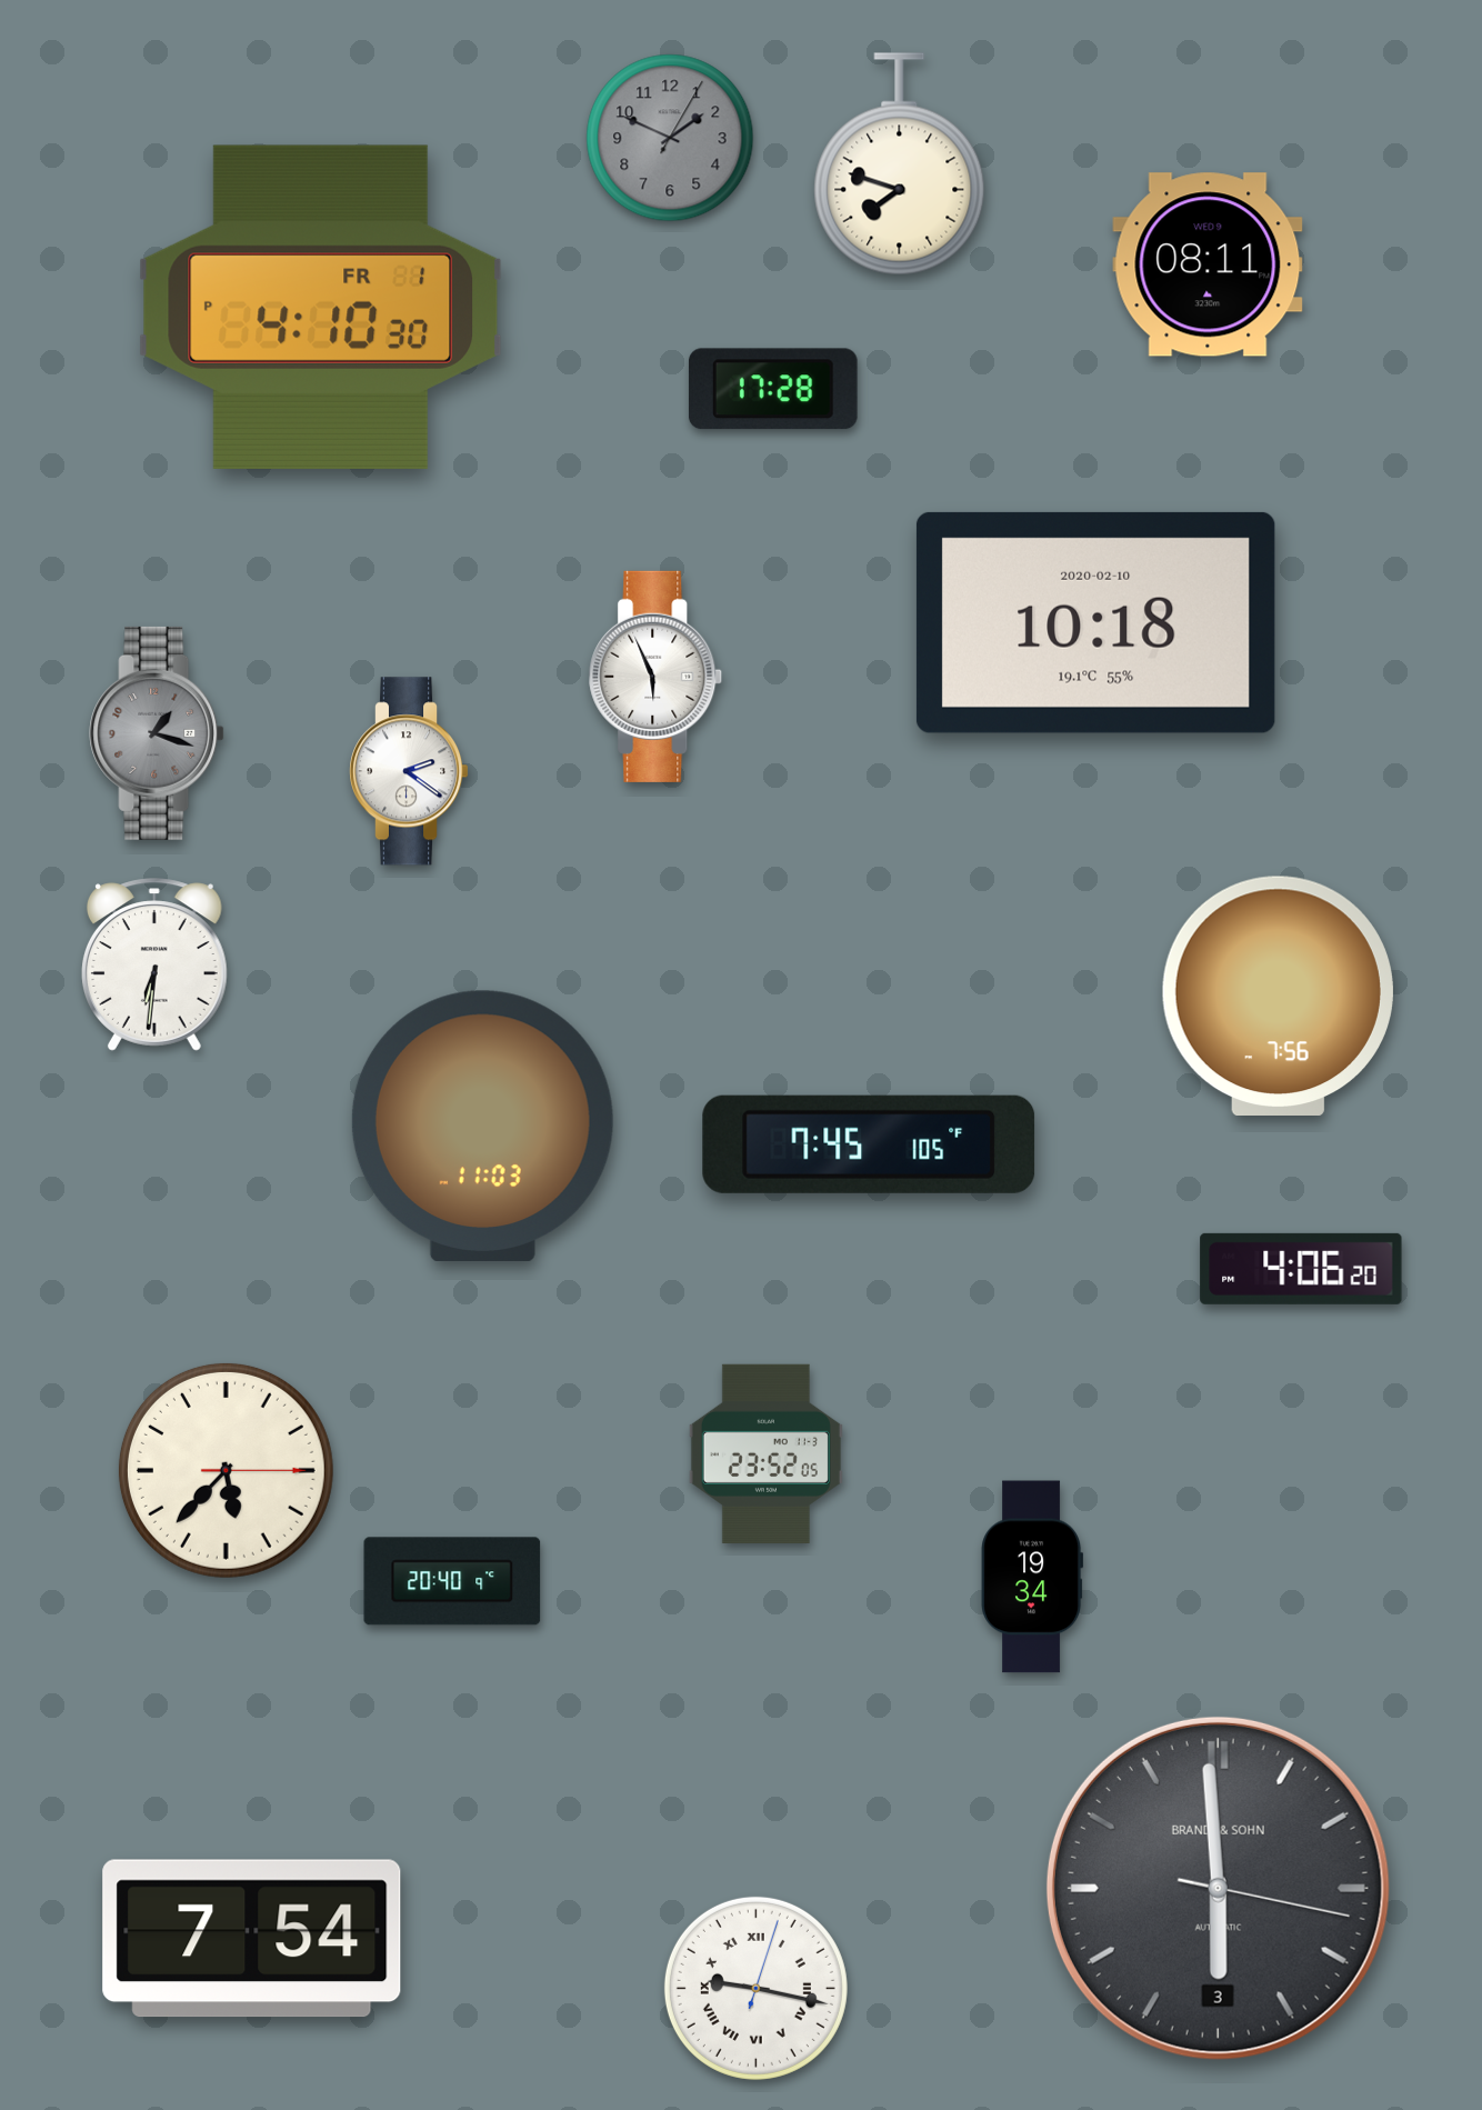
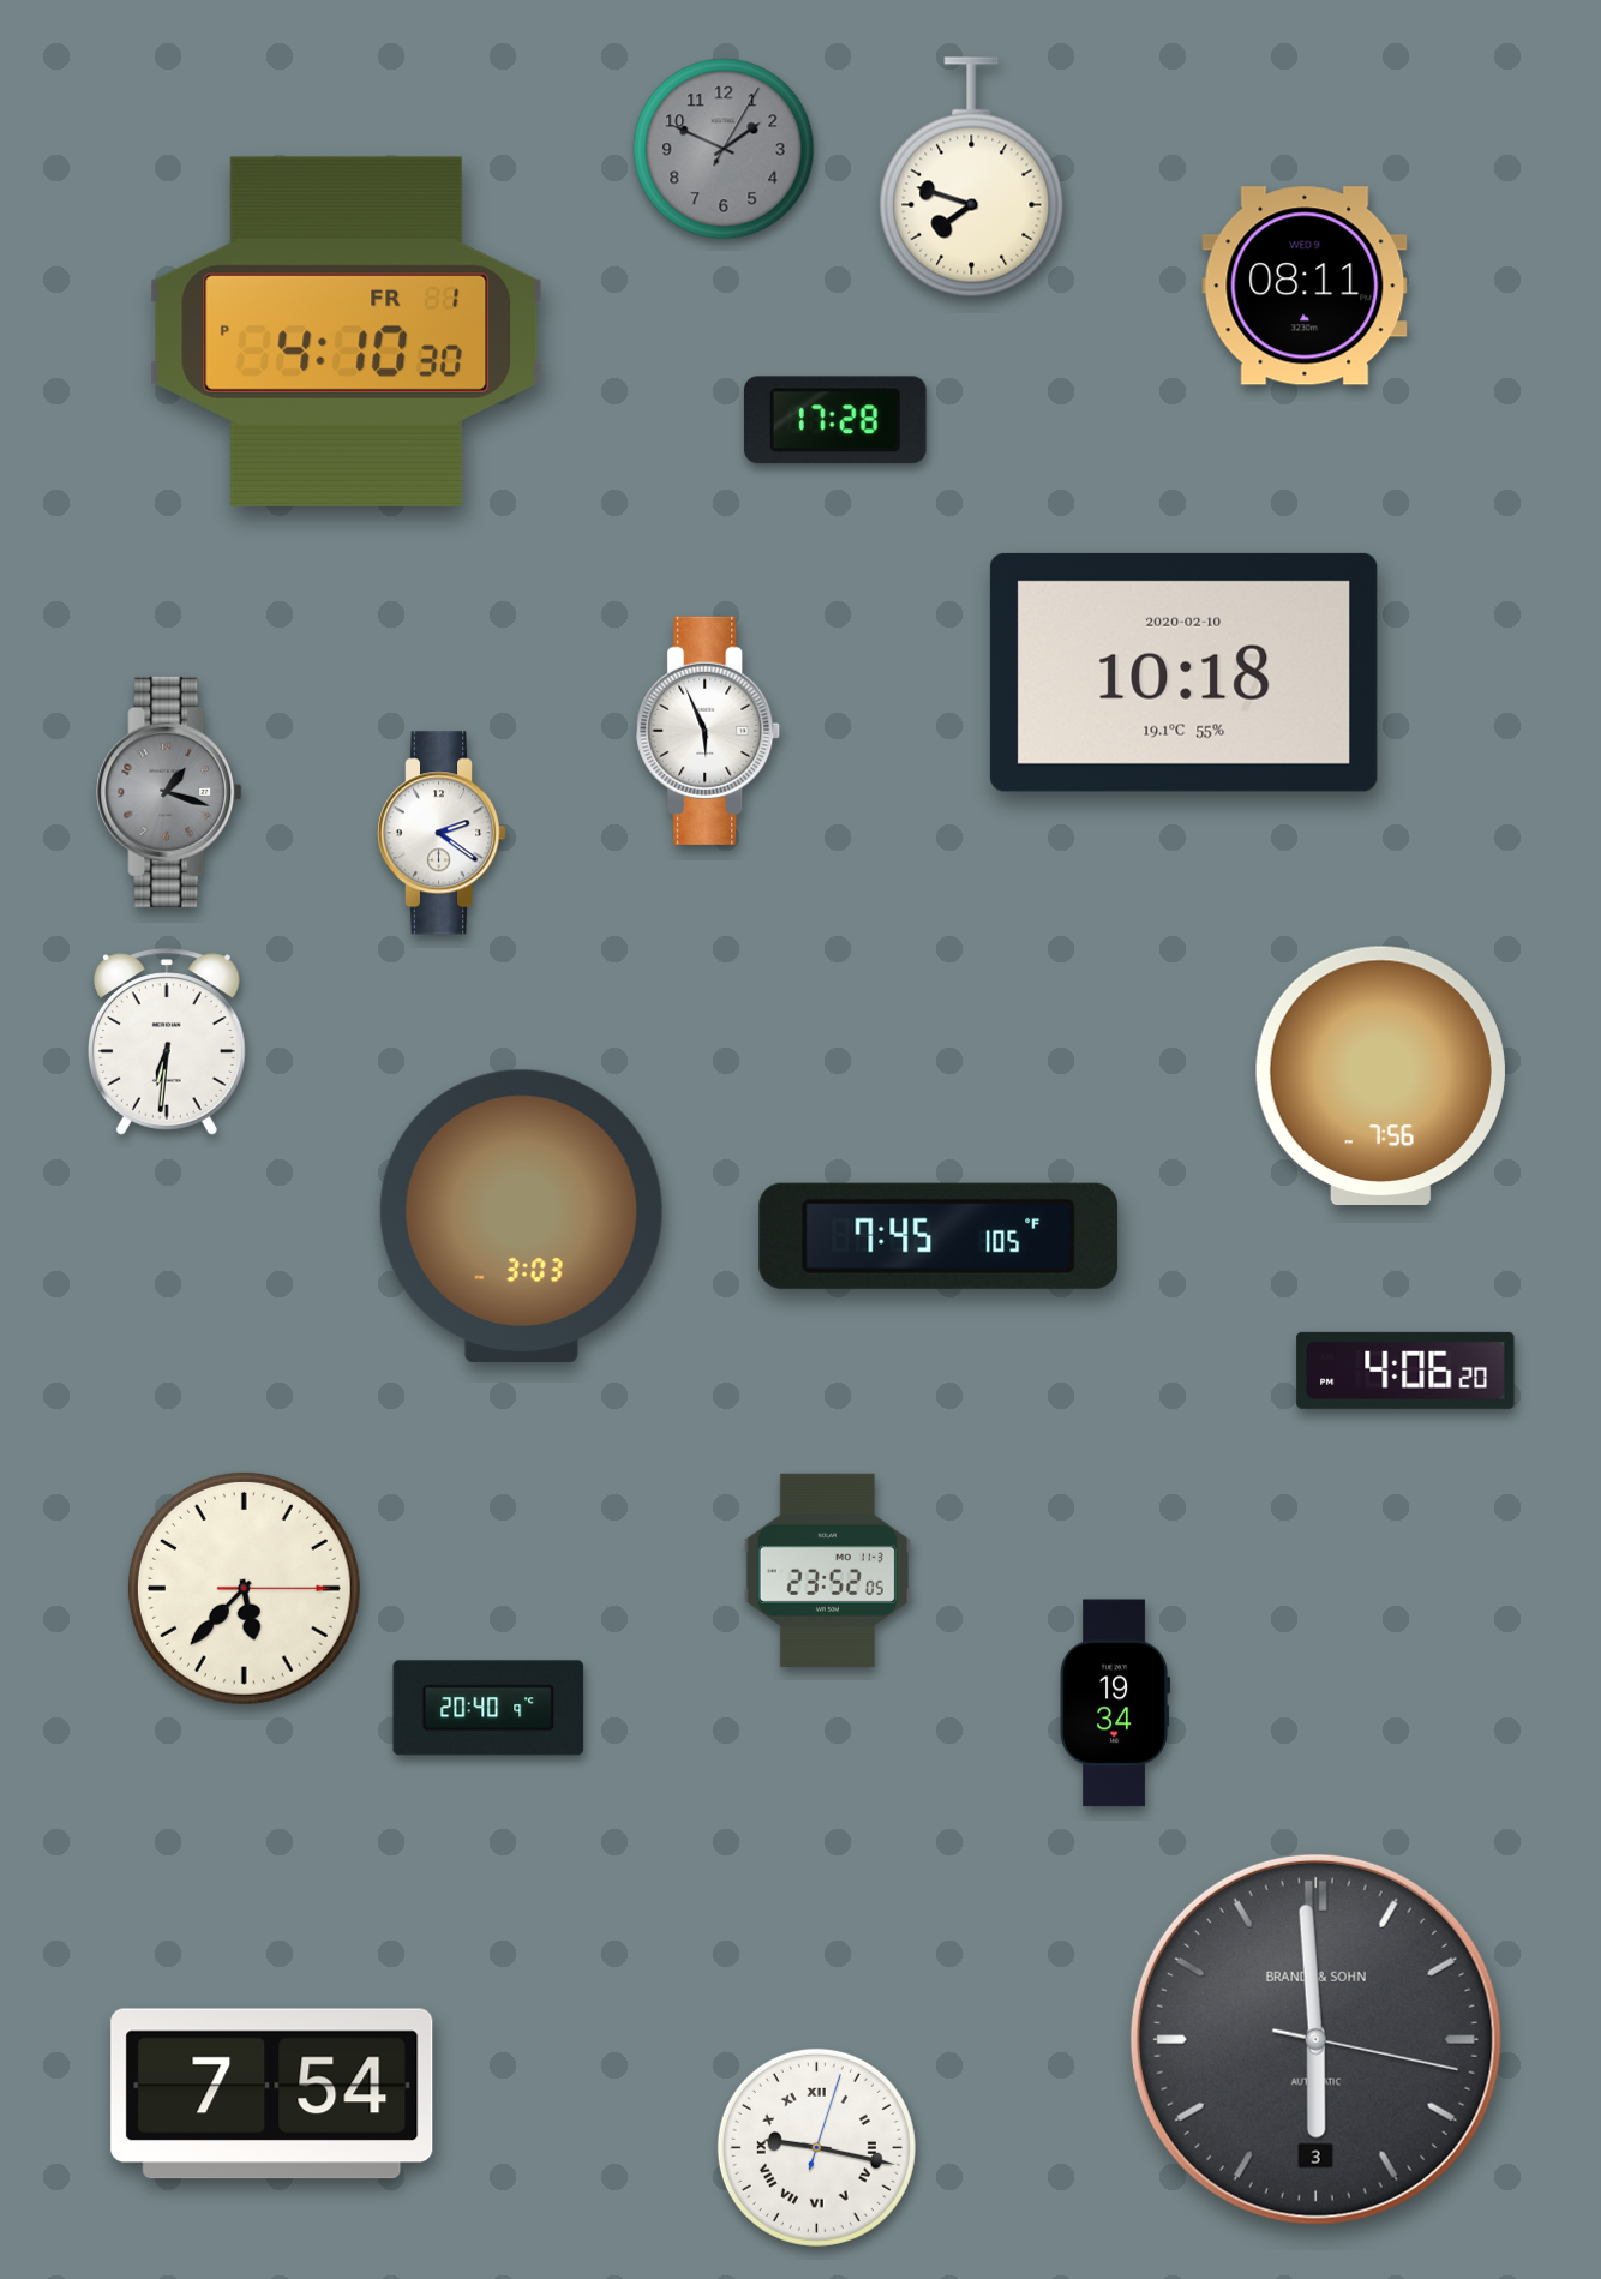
clock at (482, 1126): 11:03 -> 3:03
